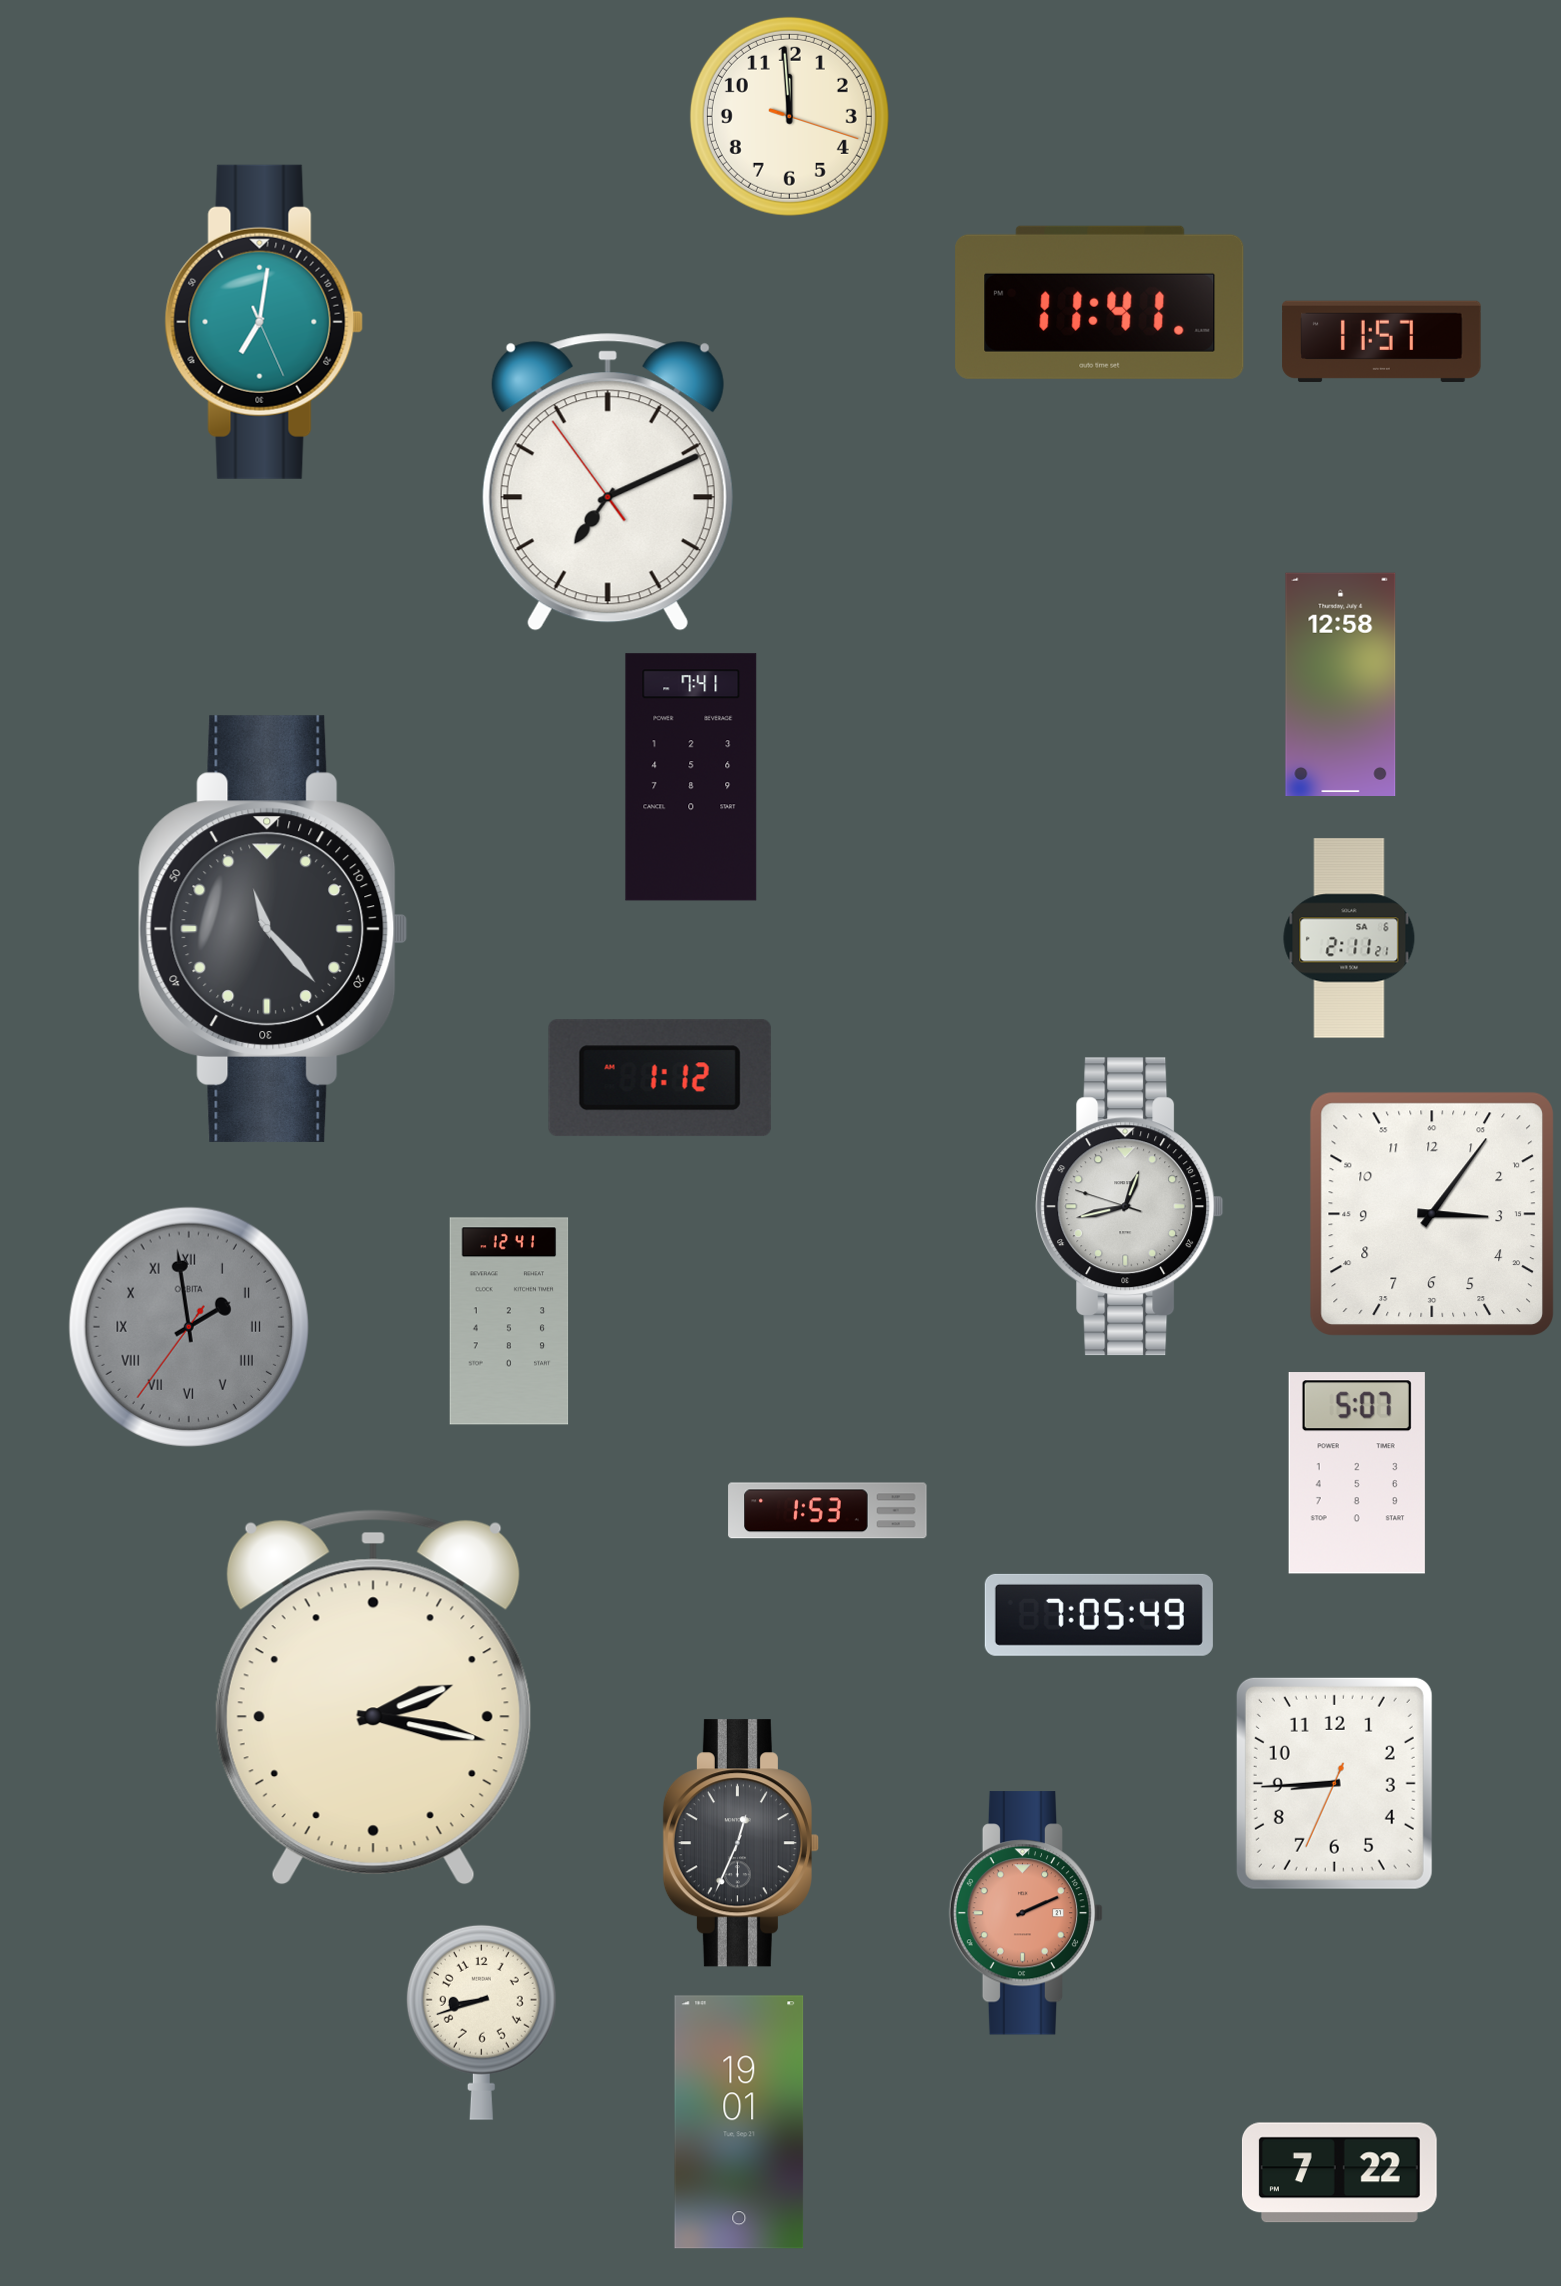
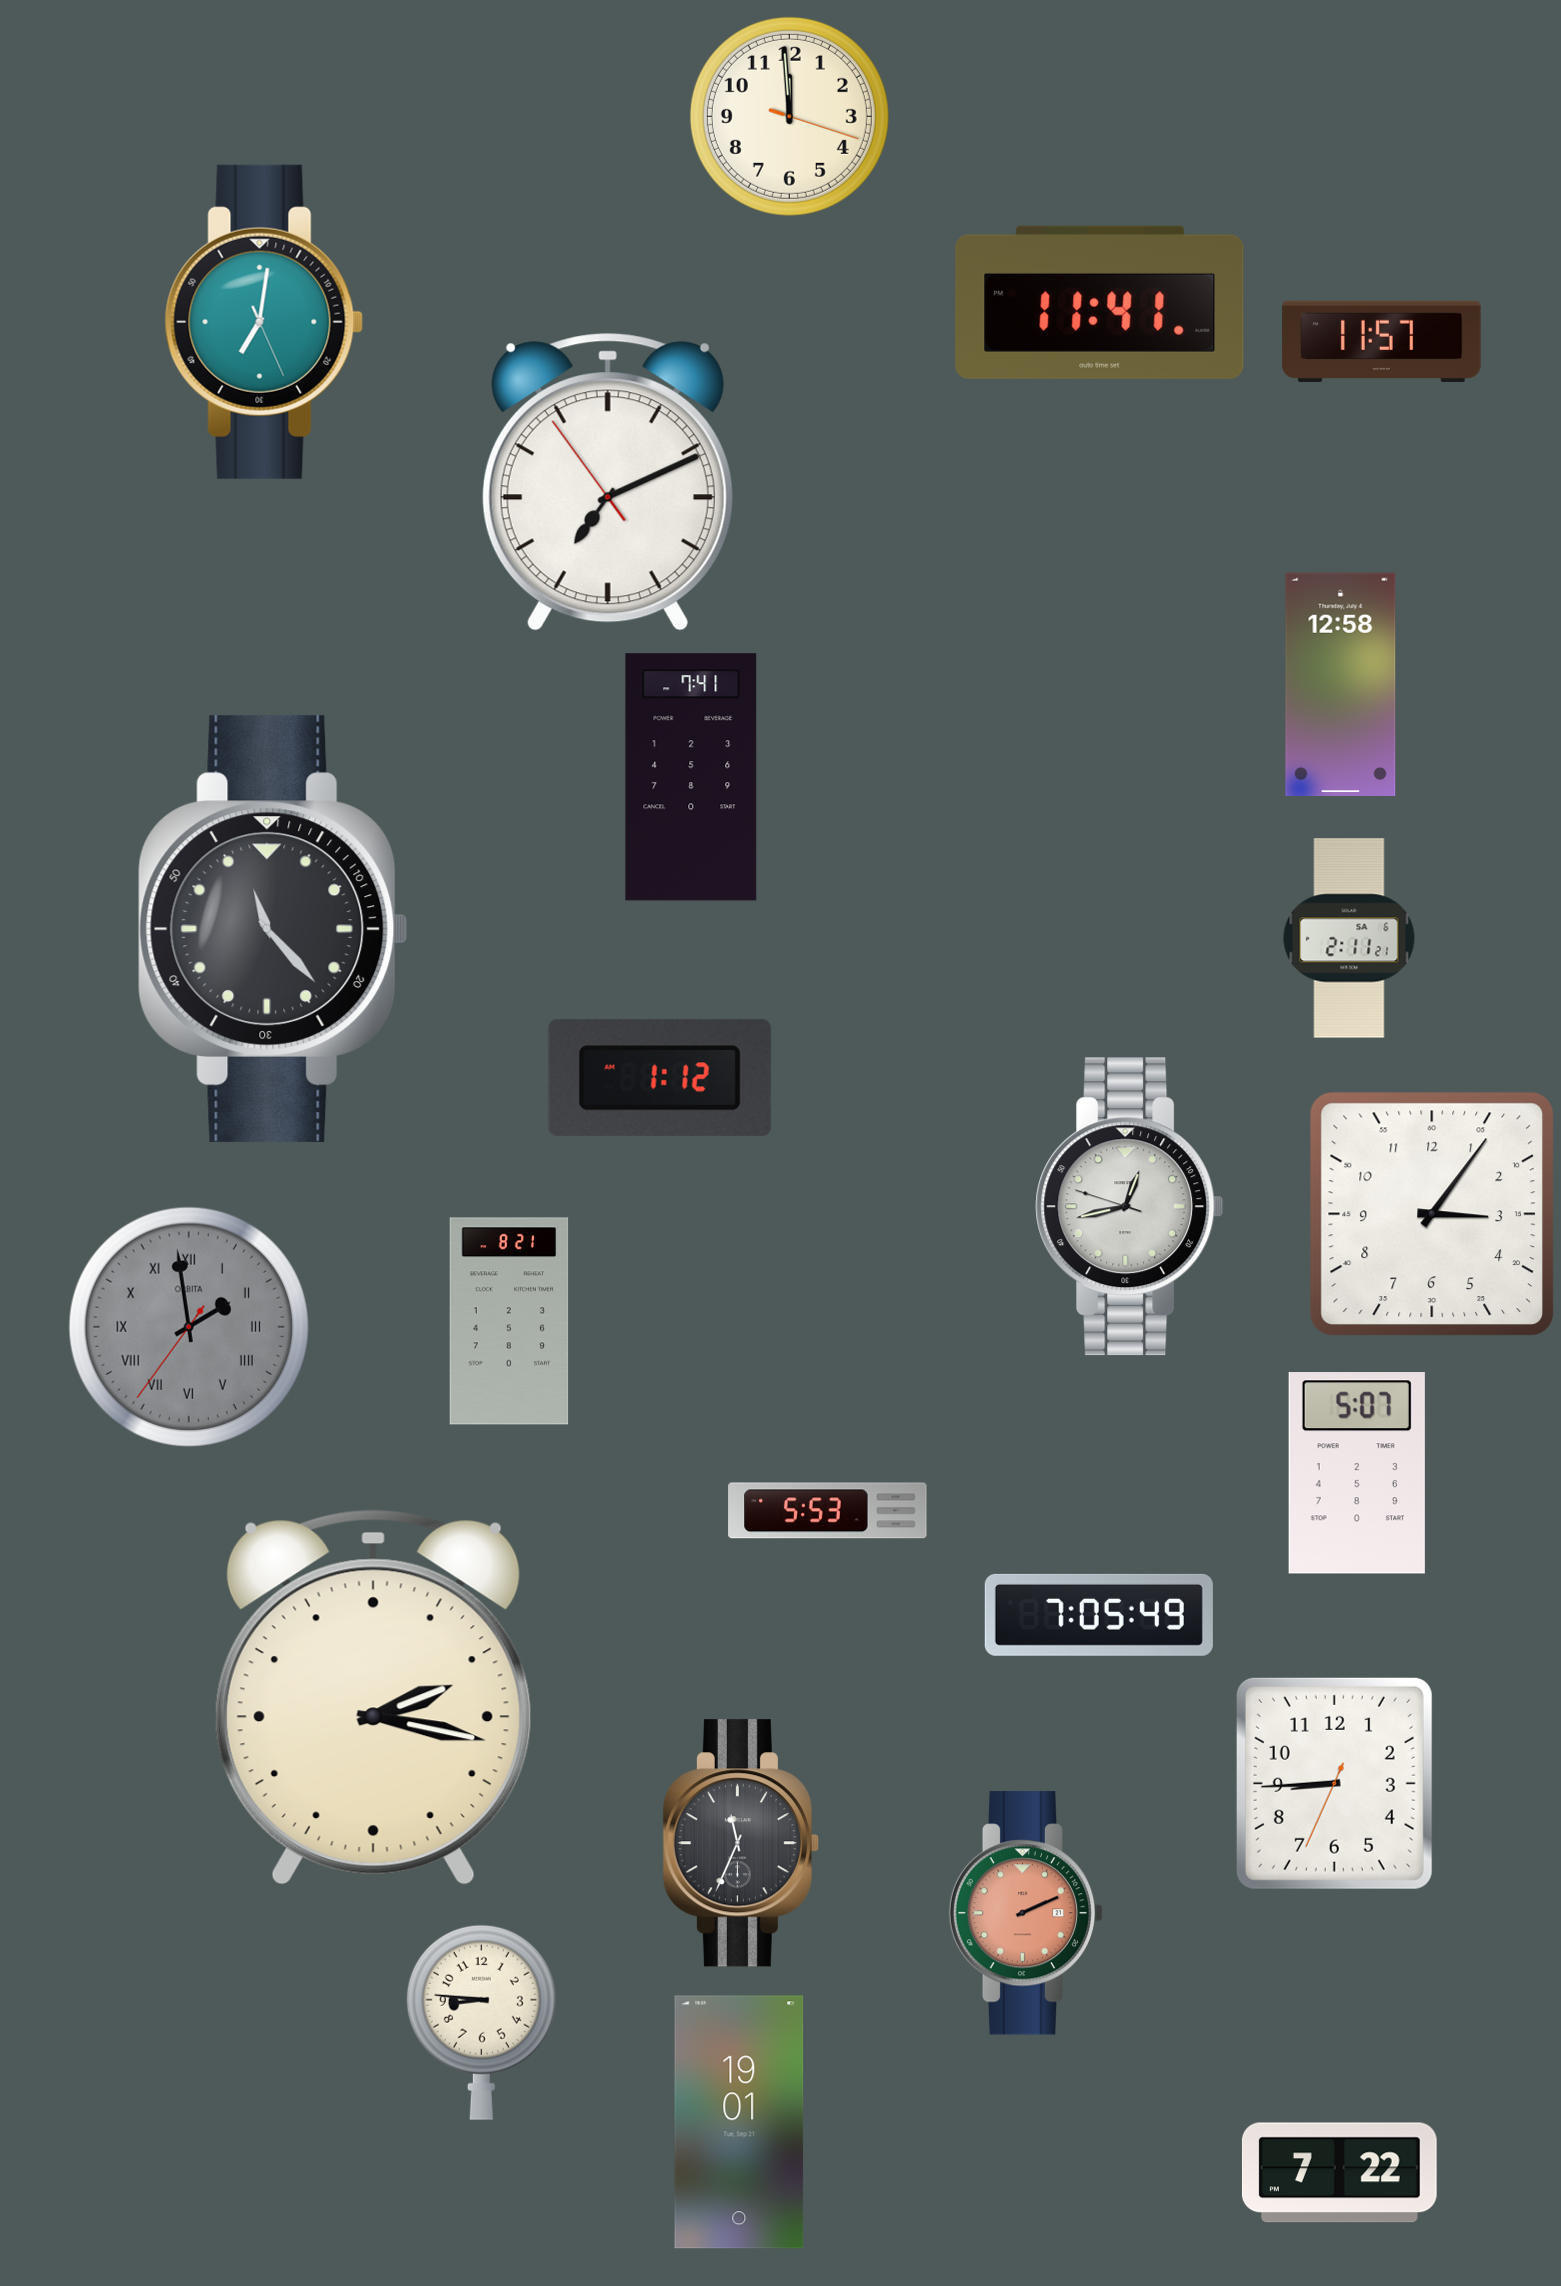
clock at (509, 1321): 12:41 -> 8:21
clock at (828, 1511): 1:53 -> 5:53
clock at (741, 1843): 12:34 -> 11:34
clock at (481, 2022): 8:42 -> 8:46
